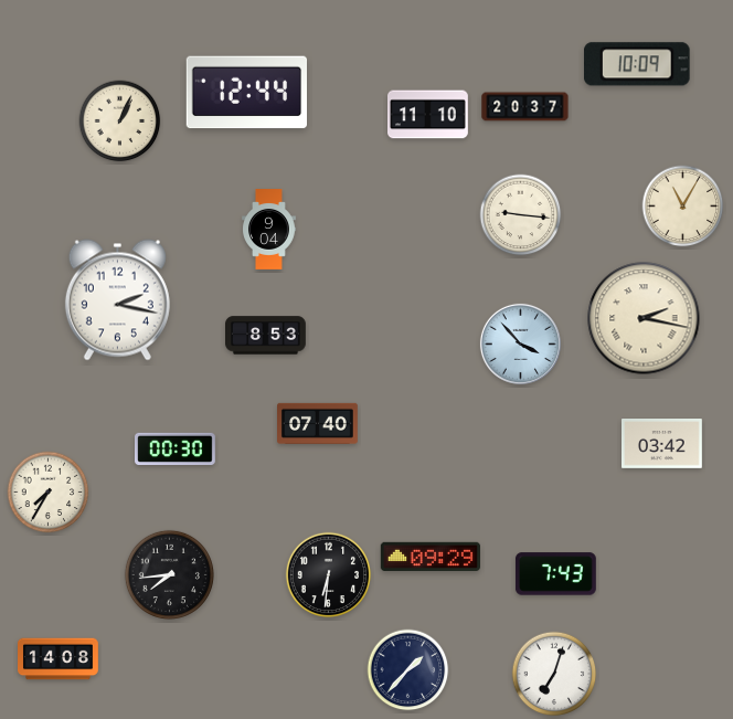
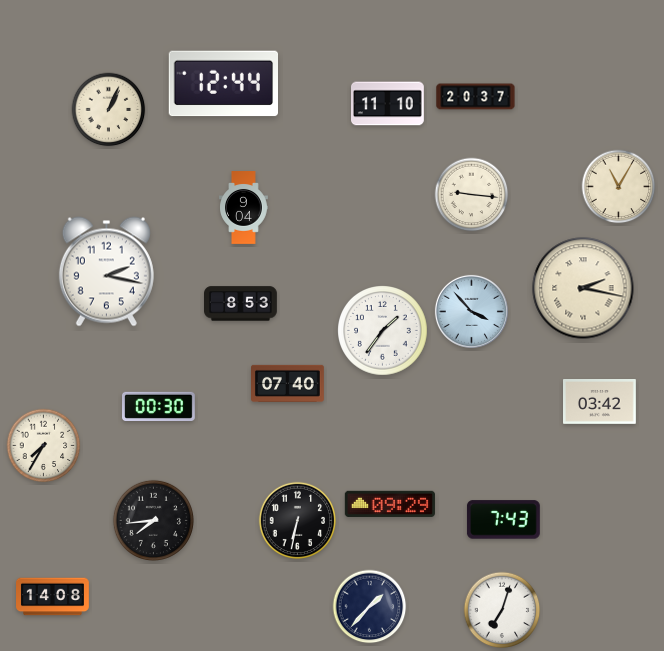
clock at (638, 64): 10:09 -> none
clock at (383, 331): none -> 1:36
clock at (329, 575): 6:31 -> 6:32
